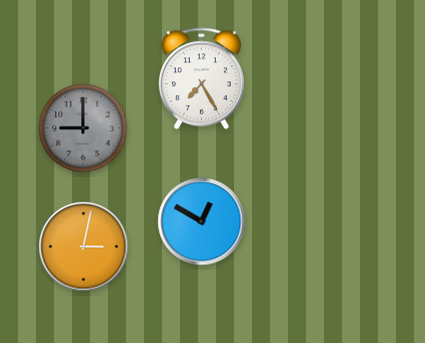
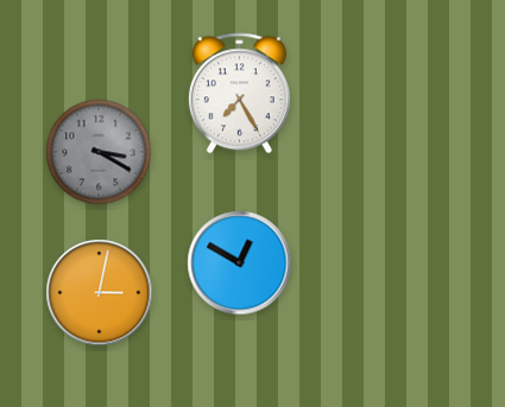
clock at (83, 128): 9:00 -> 3:20
